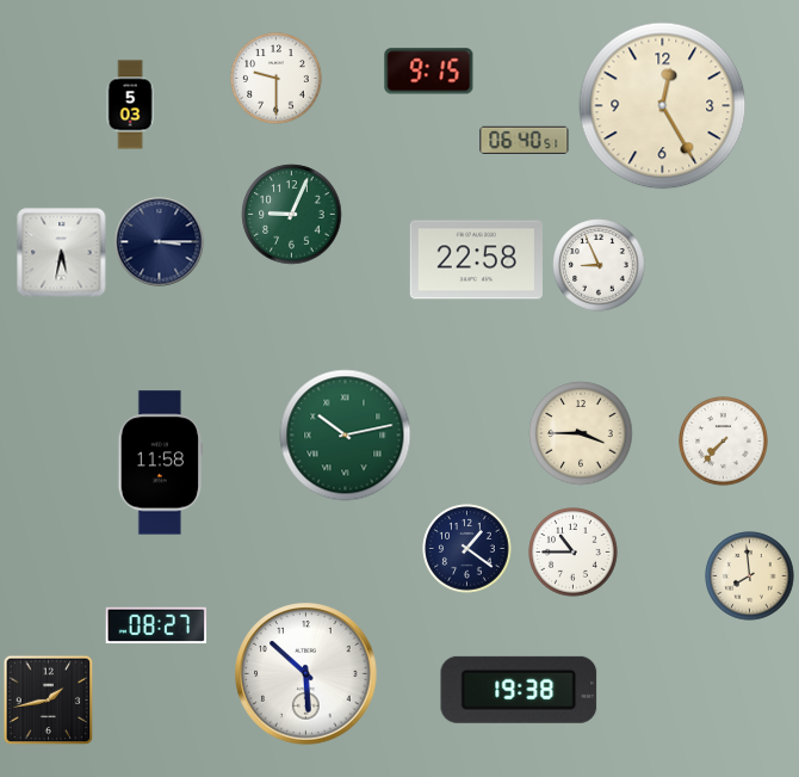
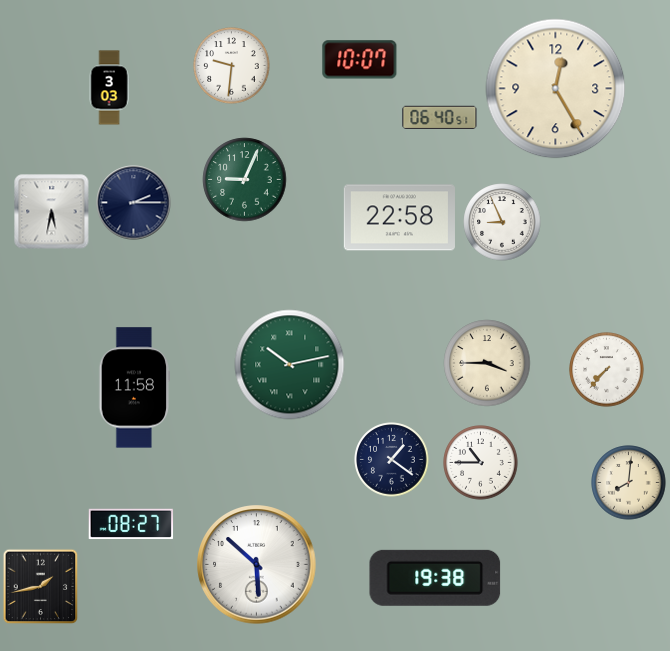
clock at (429, 72): 9:15 -> 10:07
clock at (277, 79): 9:30 -> 9:31
clock at (130, 105): 5:03 -> 3:03
clock at (160, 242): 3:15 -> 2:15
clock at (750, 576): 7:59 -> 8:01
